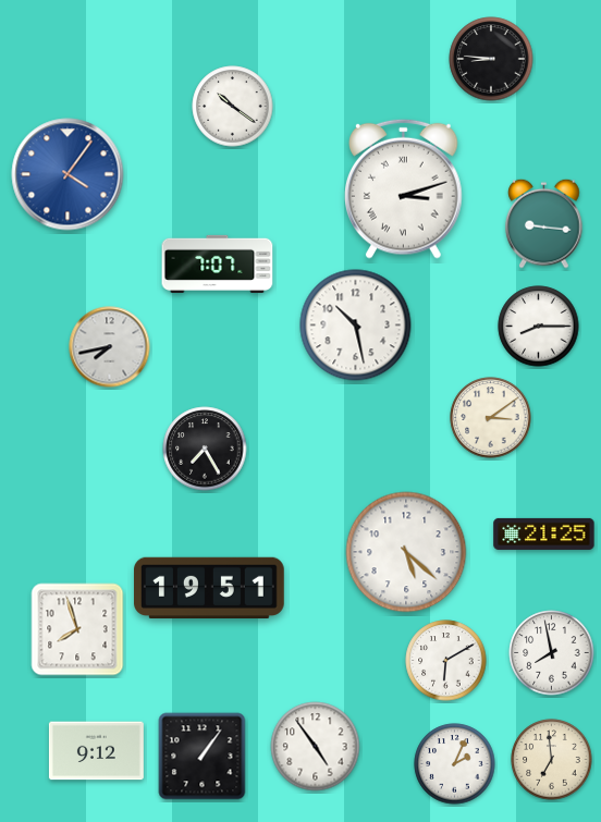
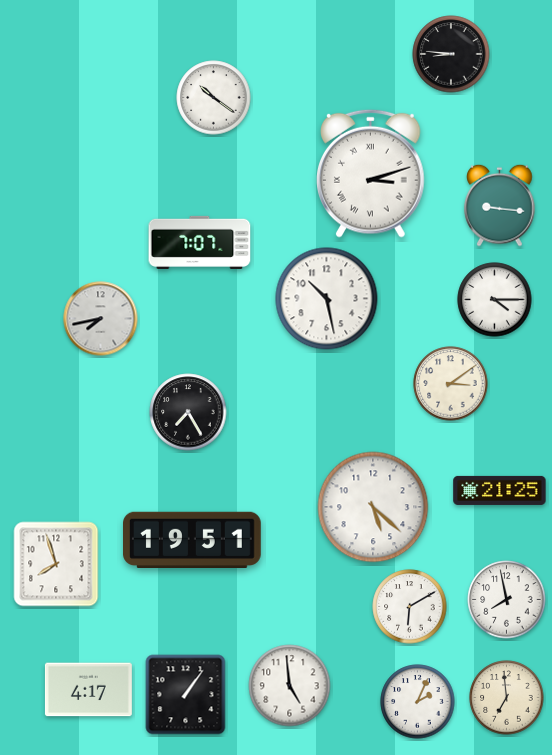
clock at (68, 174): 4:06 -> none
clock at (539, 327): 8:15 -> 4:15
clock at (77, 629) position: (77, 629) -> (56, 564)
clock at (316, 747): 4:54 -> 4:59
clock at (96, 751): 9:12 -> 4:17
